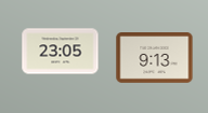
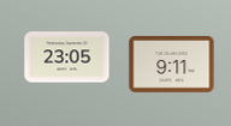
clock at (155, 58): 9:13 -> 9:11
